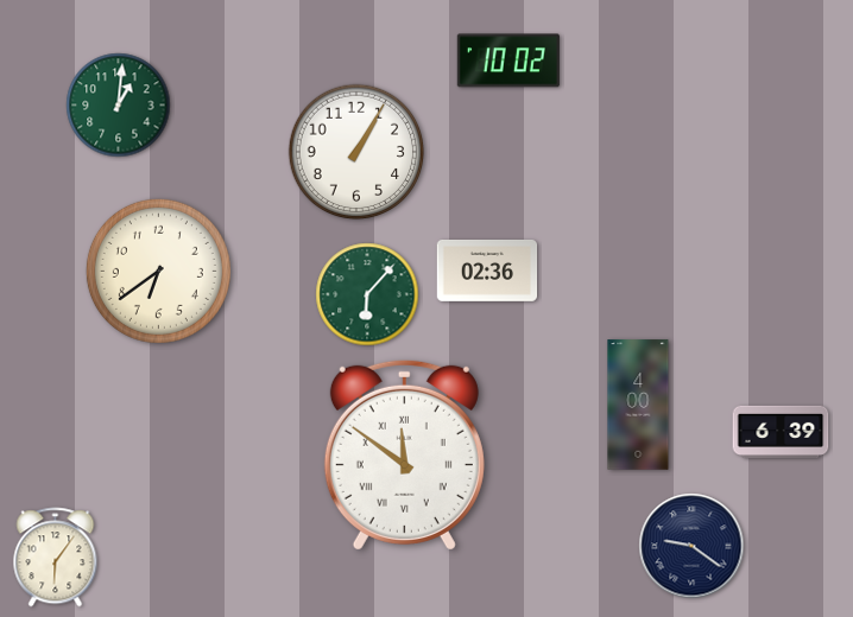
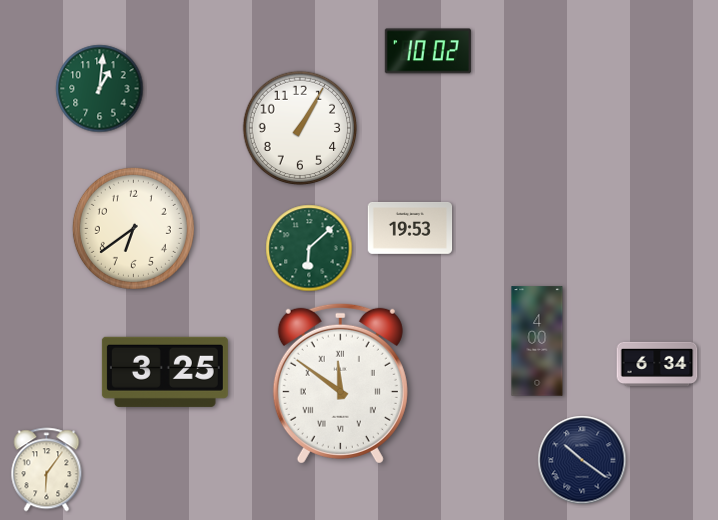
clock at (487, 271): 02:36 -> 19:53
clock at (367, 294): 6:07 -> 6:08
clock at (781, 432): 6:39 -> 6:34
clock at (165, 372): none -> 3:25
clock at (691, 546): 9:21 -> 10:21
